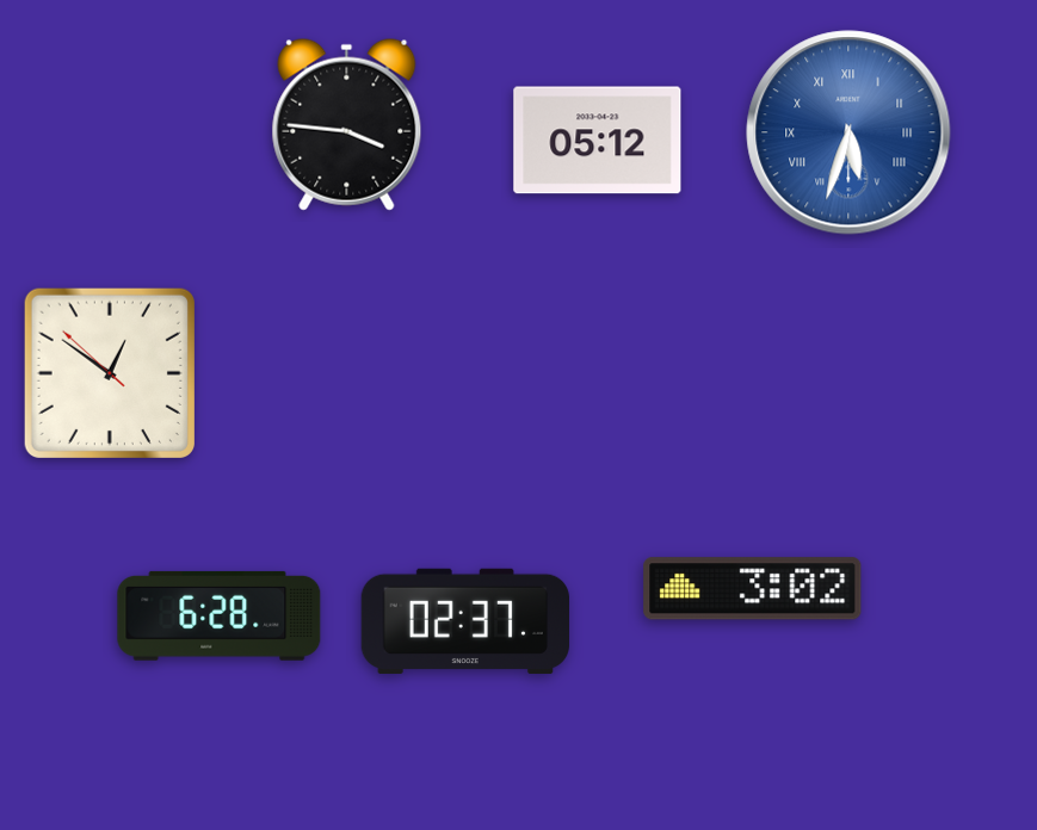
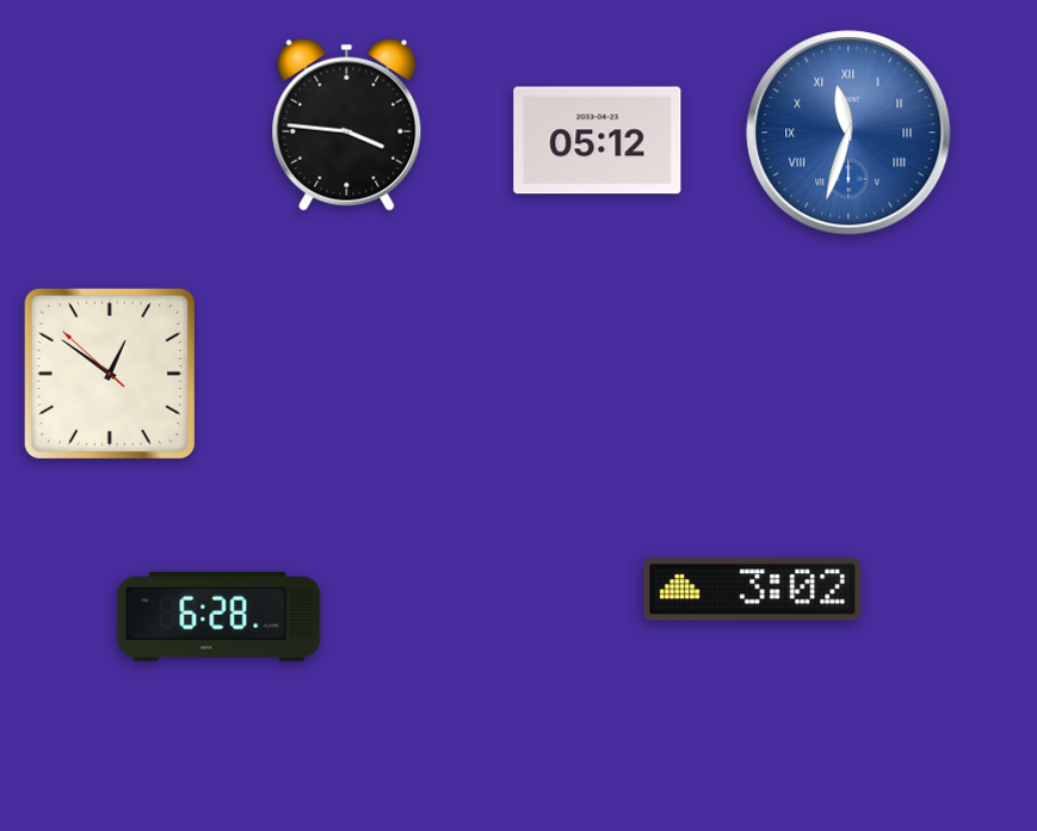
clock at (848, 132): 5:33 -> 11:33
clock at (465, 621): 02:37 -> none
